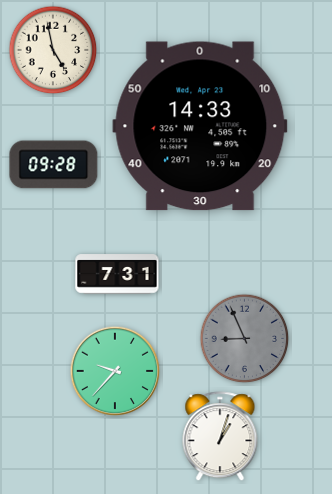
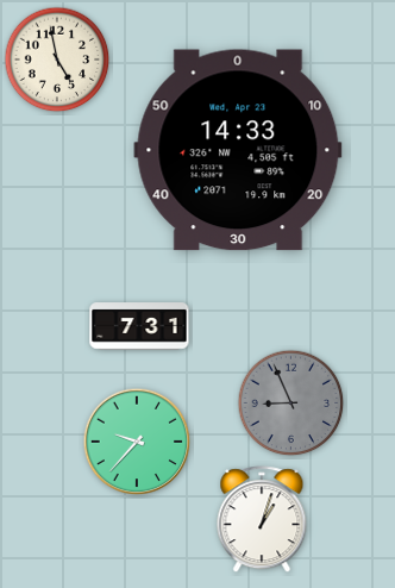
clock at (53, 50) position: (53, 50) -> (57, 60)
clock at (54, 165): 09:28 -> none
